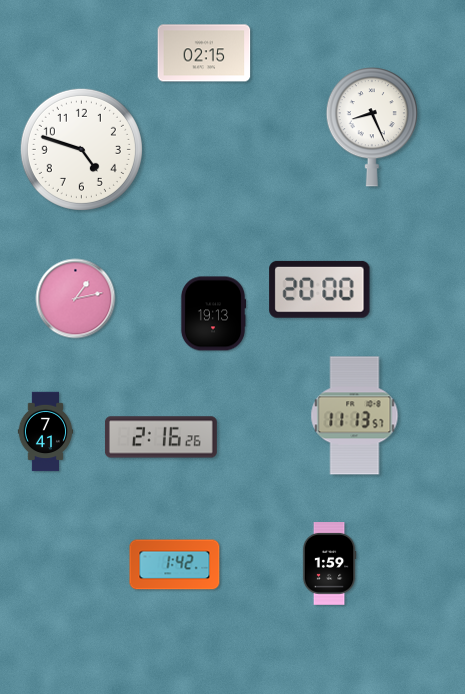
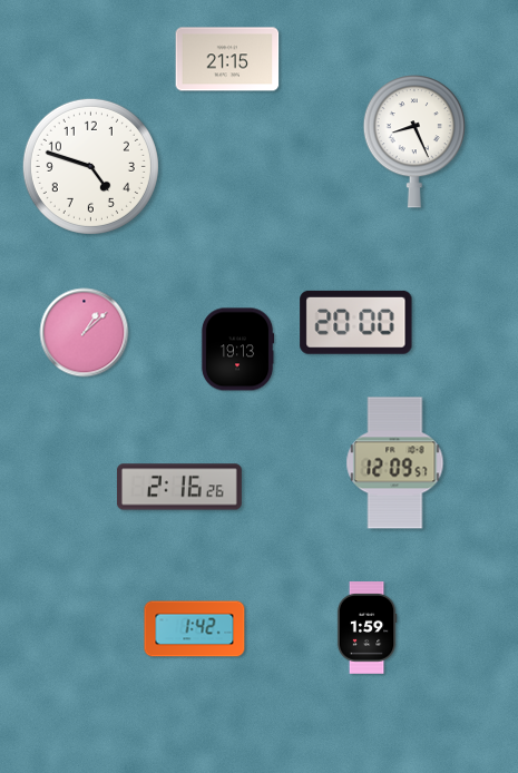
clock at (204, 53): 02:15 -> 21:15
clock at (76, 299): 1:13 -> 1:08
clock at (355, 416): 11:13 -> 12:09
clock at (46, 432): 7:41 -> none
